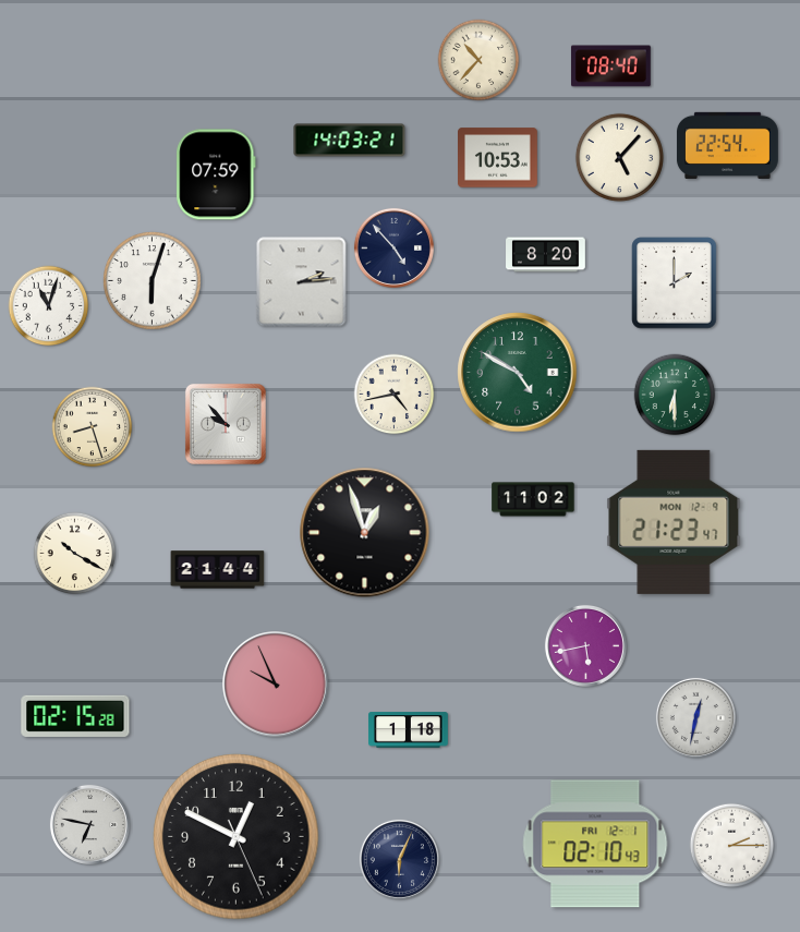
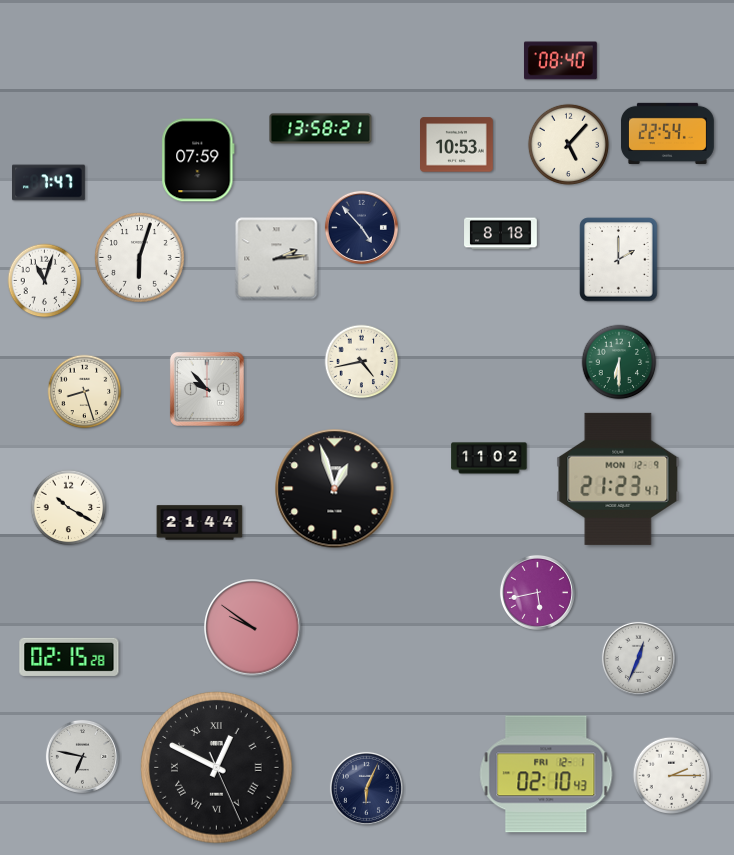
clock at (478, 60): 10:37 -> none
clock at (350, 141): 14:03 -> 13:58
clock at (49, 183): none -> 7:47
clock at (546, 255): 8:20 -> 8:18
clock at (518, 373): 4:50 -> none
clock at (276, 685): 9:56 -> 9:51
clock at (695, 717): 12:32 -> 12:34
clock at (409, 730): 1:18 -> none
clock at (237, 837) numerals: Arabic -> Roman
